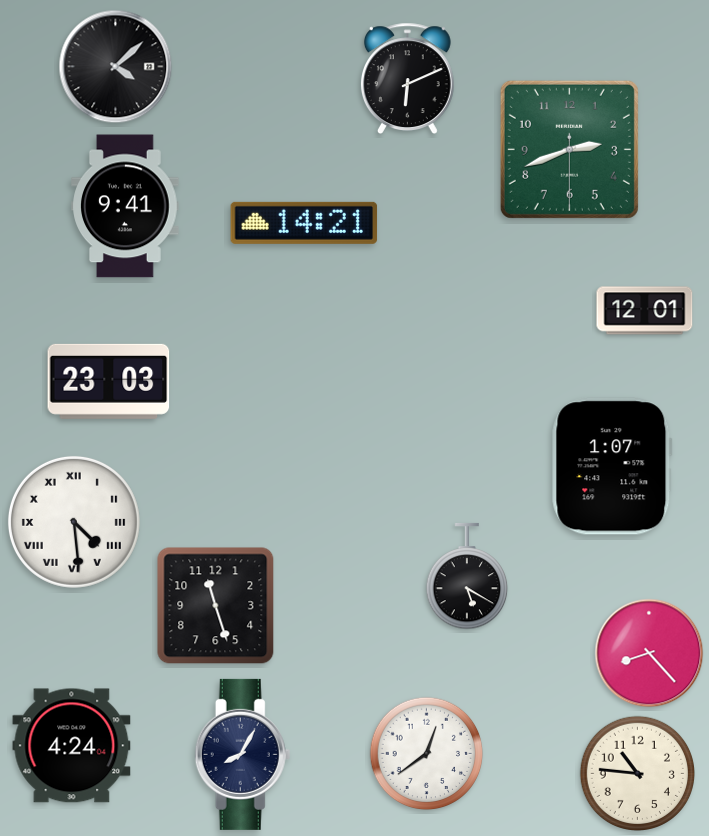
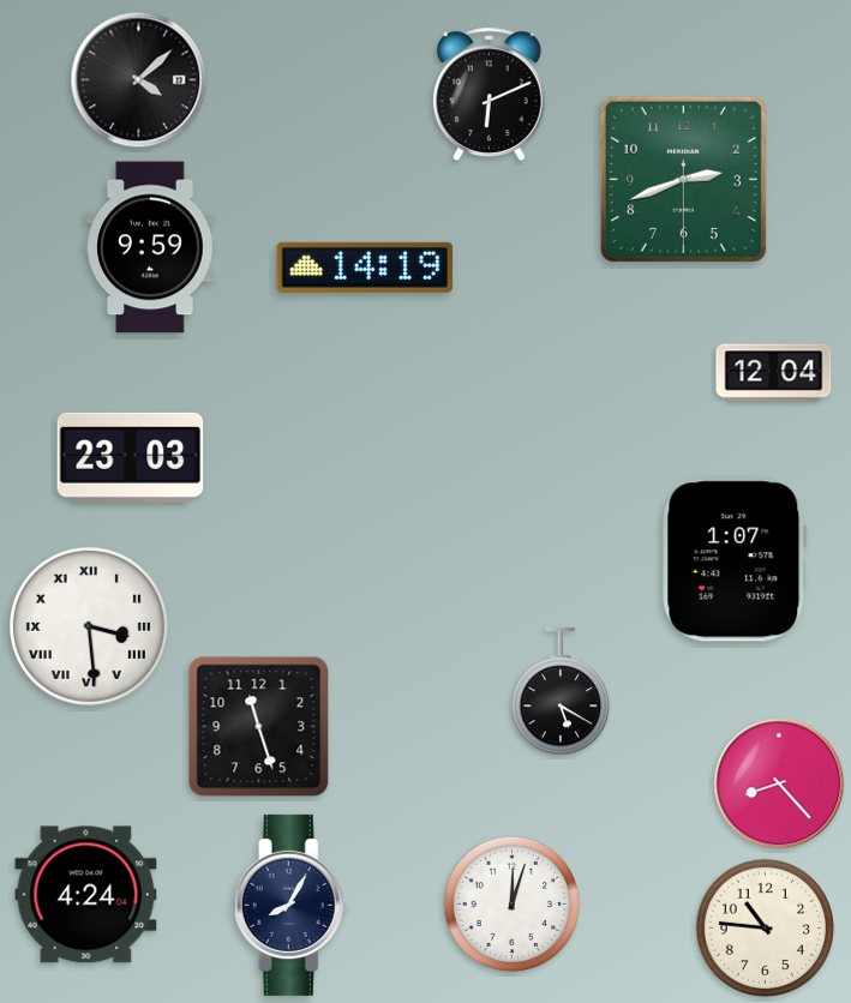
clock at (125, 206): 9:41 -> 9:59
clock at (304, 223): 14:21 -> 14:19
clock at (645, 311): 12:01 -> 12:04
clock at (74, 522): 4:29 -> 3:29
clock at (427, 754): 12:39 -> 12:03
